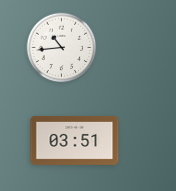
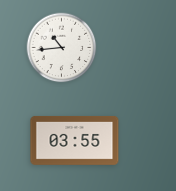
clock at (75, 141): 03:51 -> 03:55
